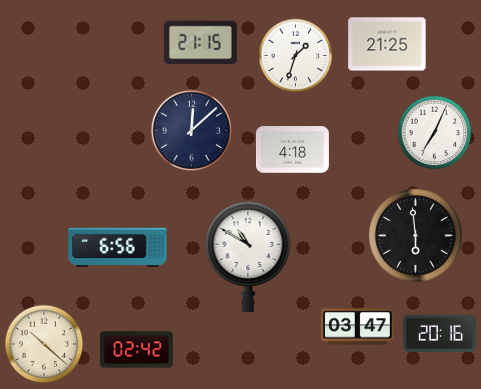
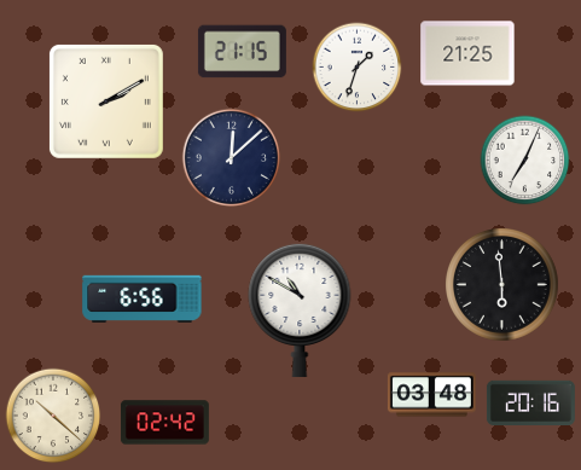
clock at (106, 101): none -> 2:10
clock at (292, 150): 4:18 -> none
clock at (357, 327): 03:47 -> 03:48
